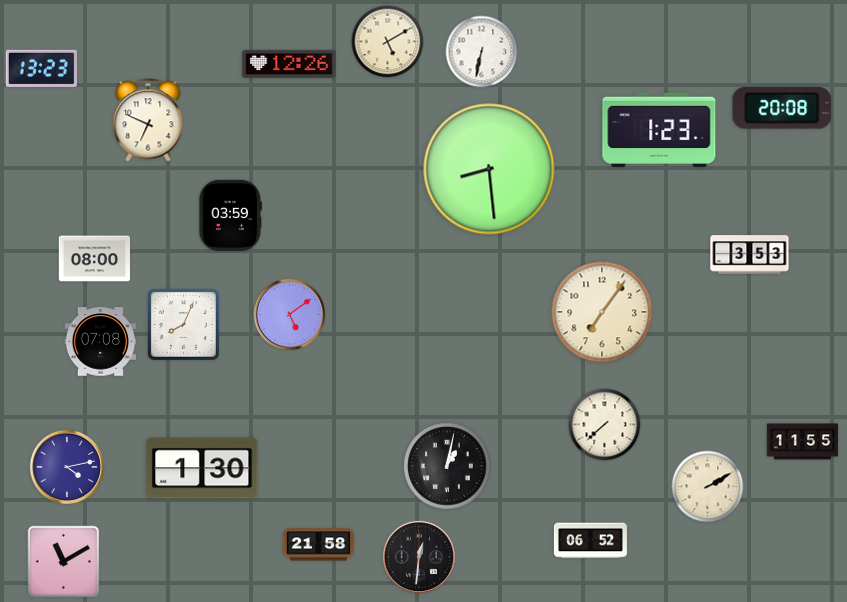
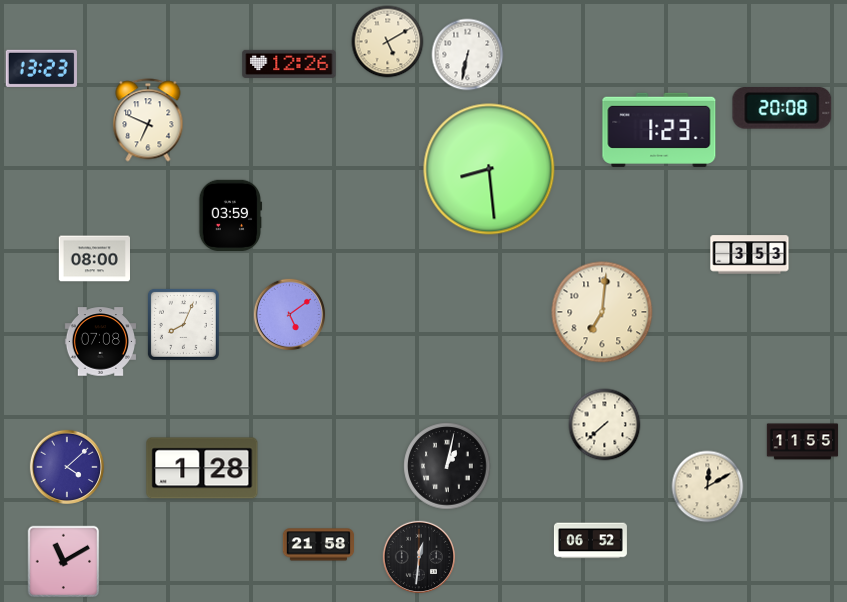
clock at (482, 52) position: (482, 52) -> (468, 55)
clock at (602, 312): 7:06 -> 7:01
clock at (67, 467): 4:13 -> 4:08
clock at (202, 468): 1:30 -> 1:28
clock at (708, 487): 2:10 -> 12:10
